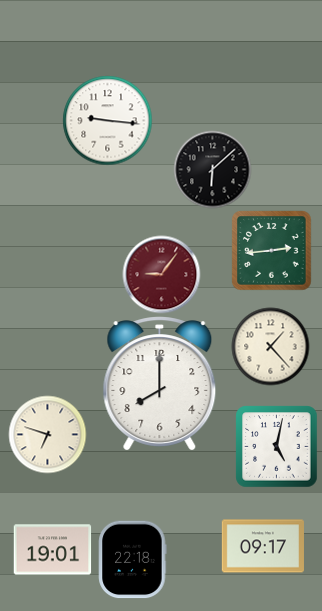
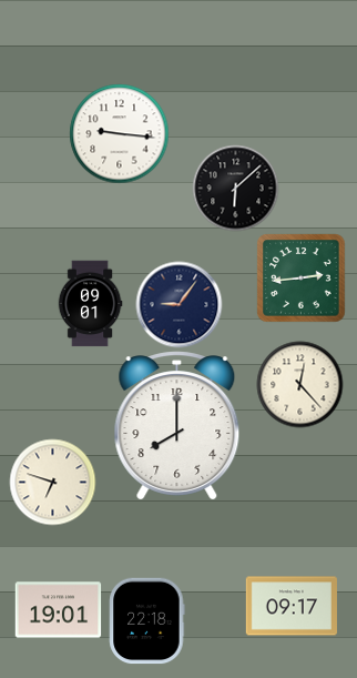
clock at (90, 303): none -> 09:01
clock at (161, 274) dial: burgundy -> navy
clock at (270, 346): 1:23 -> 12:23
clock at (276, 446): 5:02 -> none
